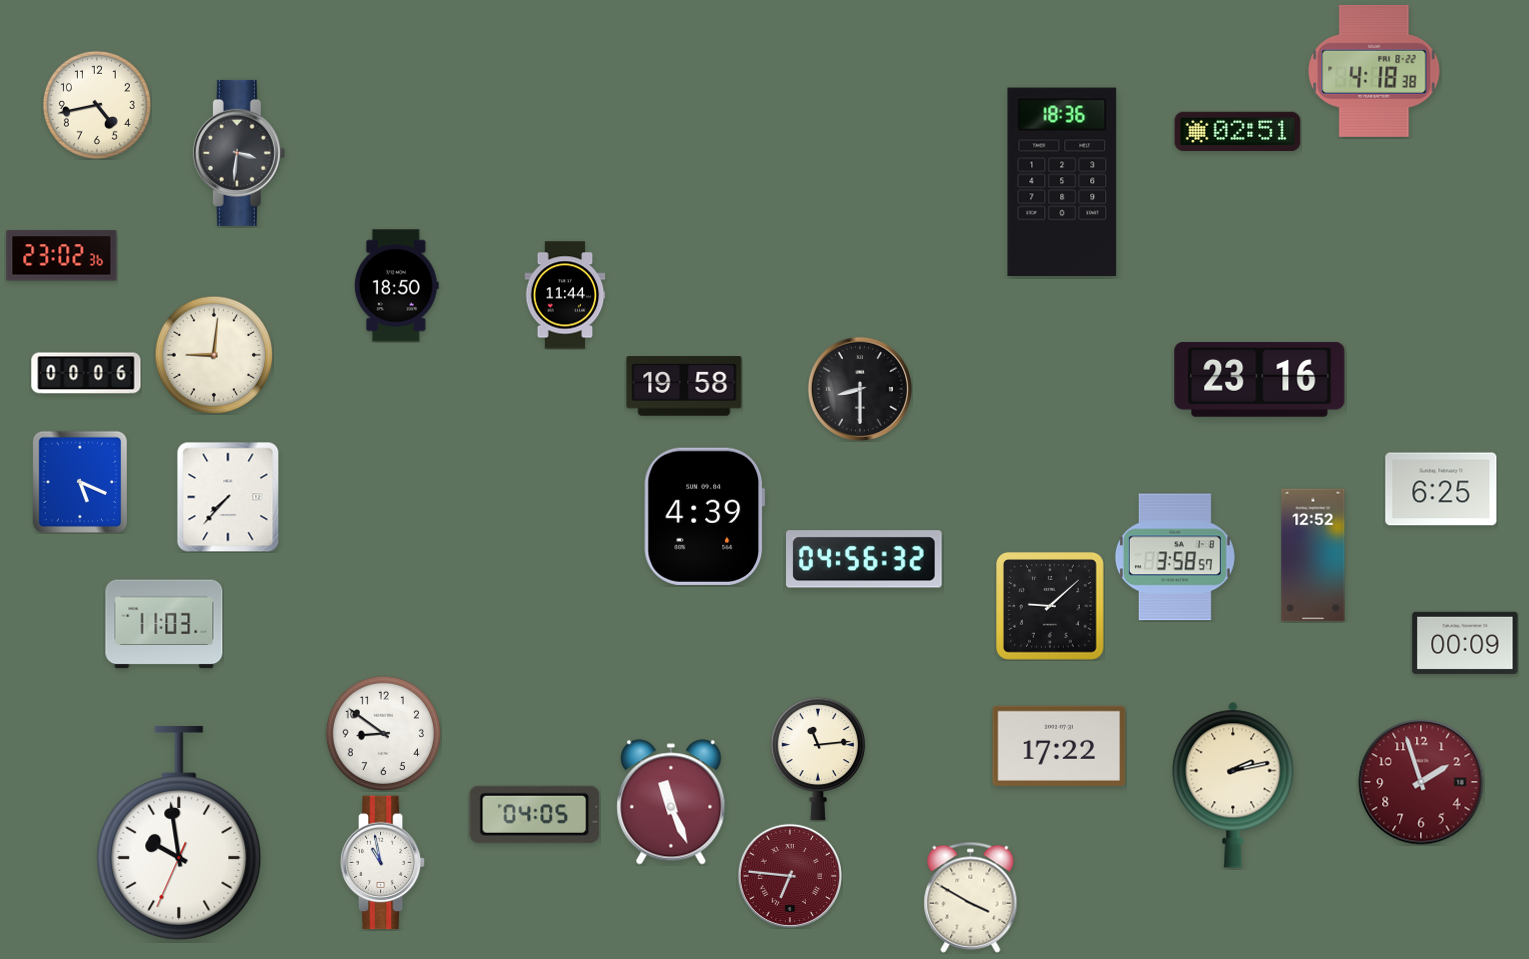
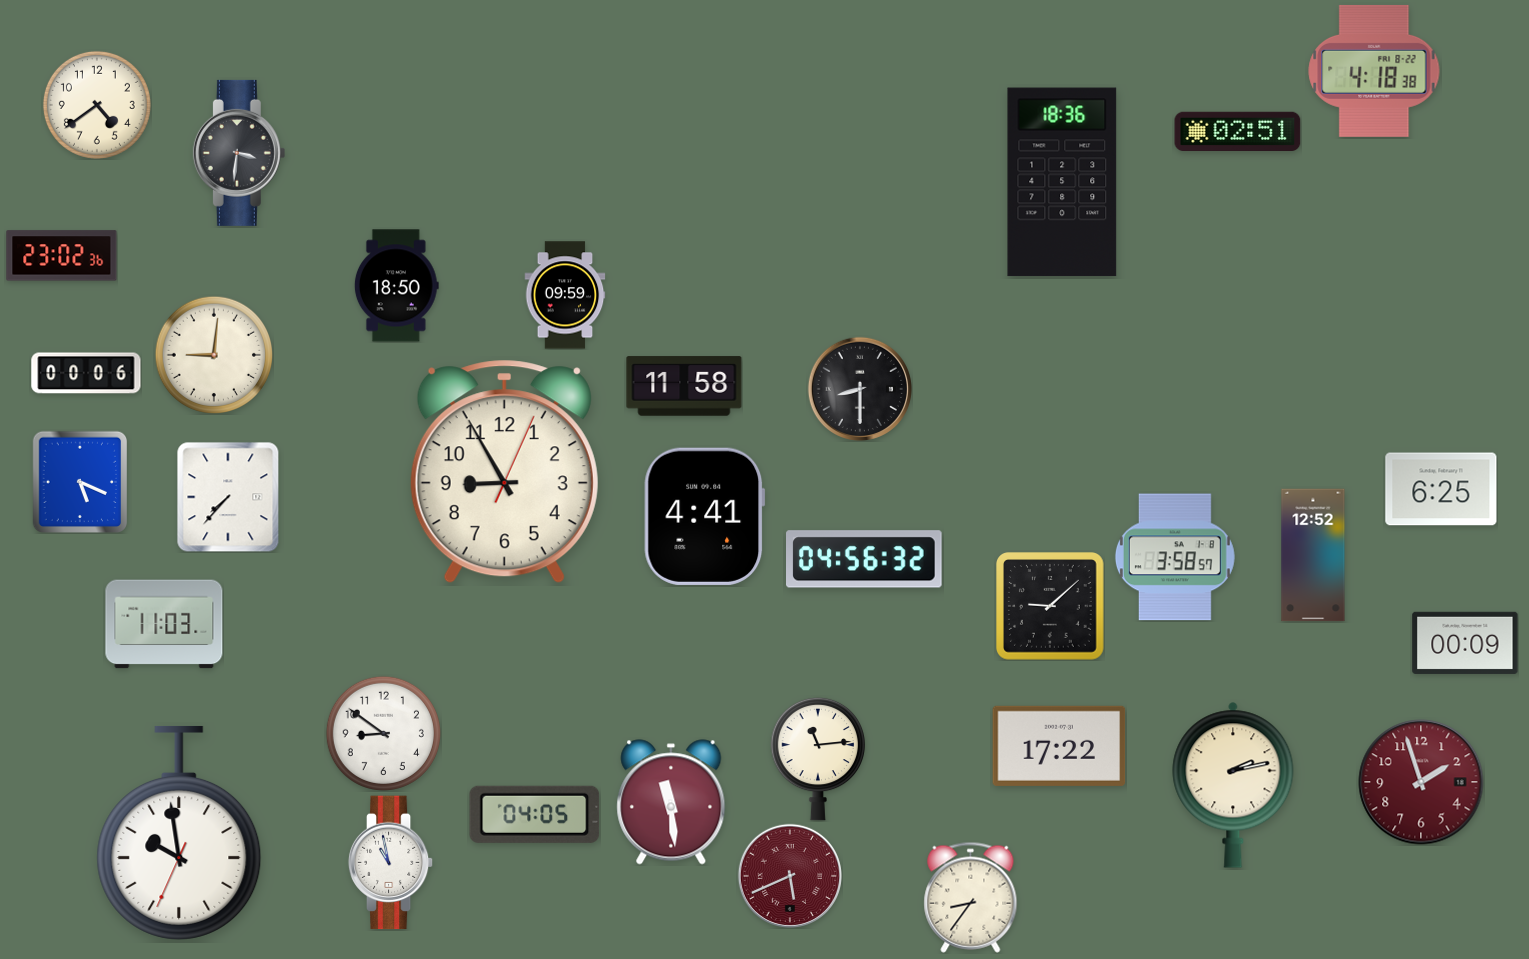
clock at (97, 105): 4:43 -> 4:39
clock at (565, 295): 11:44 -> 09:59
clock at (1260, 379): 23:16 -> none
clock at (684, 386): 19:58 -> 11:58
clock at (504, 472): none -> 8:55
clock at (705, 516): 4:39 -> 4:41
clock at (671, 802): 11:26 -> 11:29
clock at (383, 863) position: (383, 863) -> (391, 863)
clock at (789, 875): 6:46 -> 5:41
clock at (971, 897): 3:50 -> 8:36
